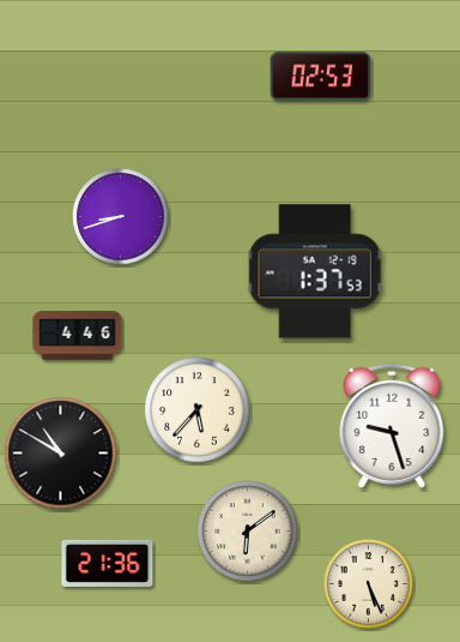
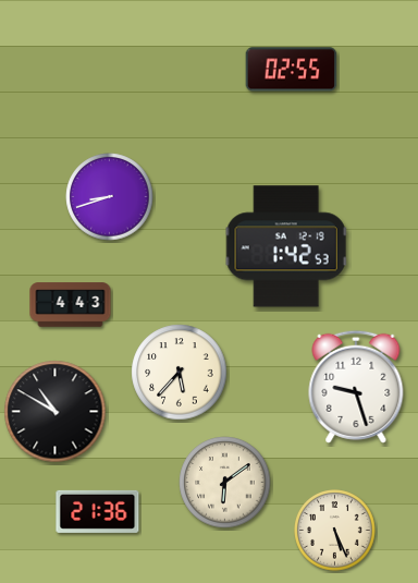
clock at (321, 77): 02:53 -> 02:55
clock at (315, 271): 1:37 -> 1:42
clock at (78, 336): 4:46 -> 4:43
